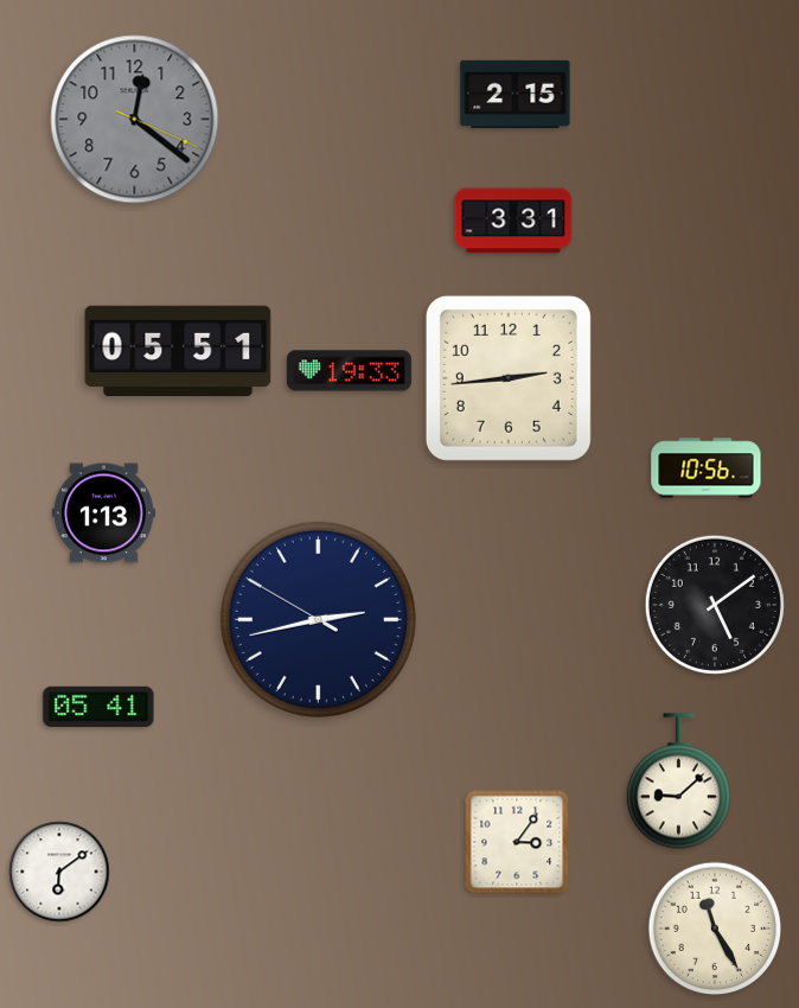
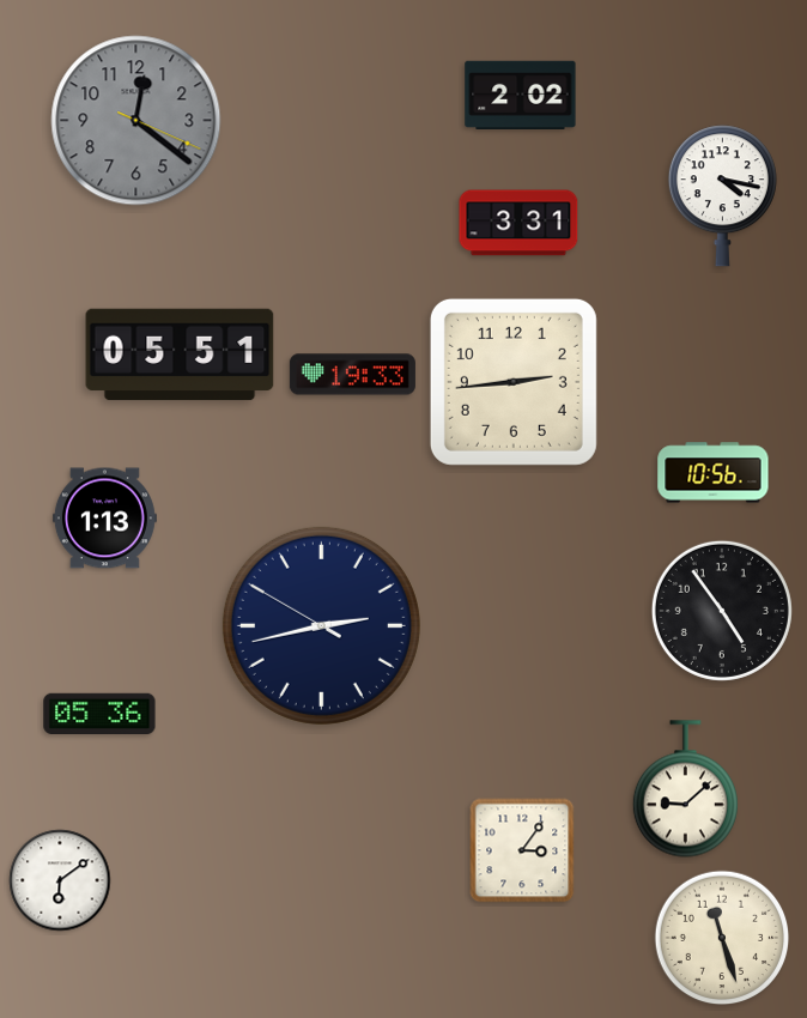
clock at (516, 94): 2:15 -> 2:02
clock at (722, 196): none -> 4:17
clock at (715, 605): 5:09 -> 4:54
clock at (98, 707): 05:41 -> 05:36
clock at (715, 929): 11:25 -> 11:27
